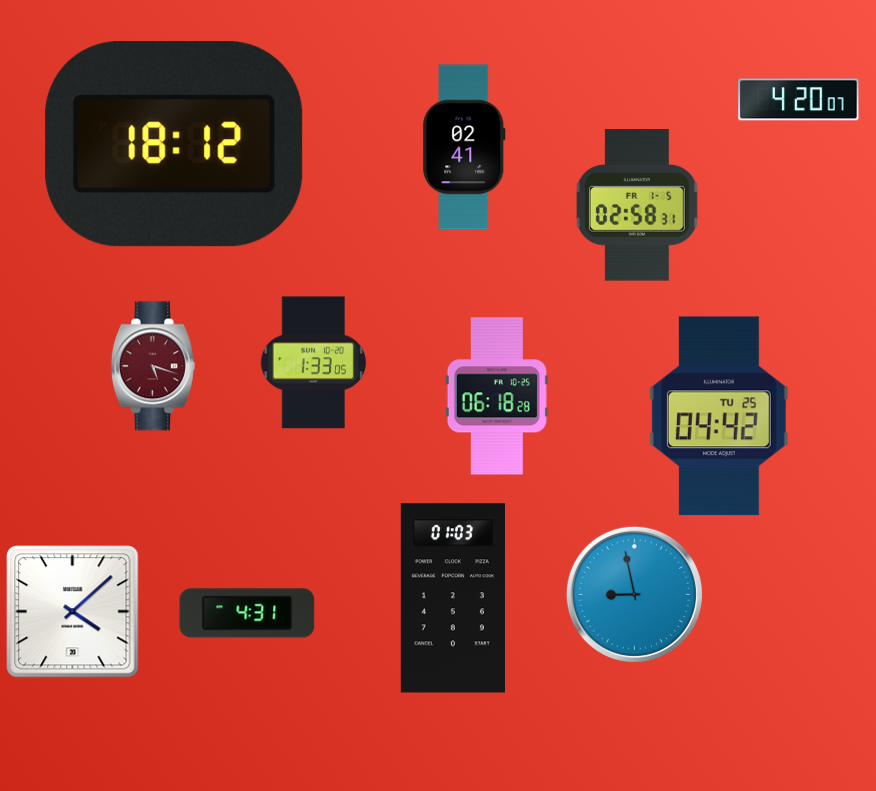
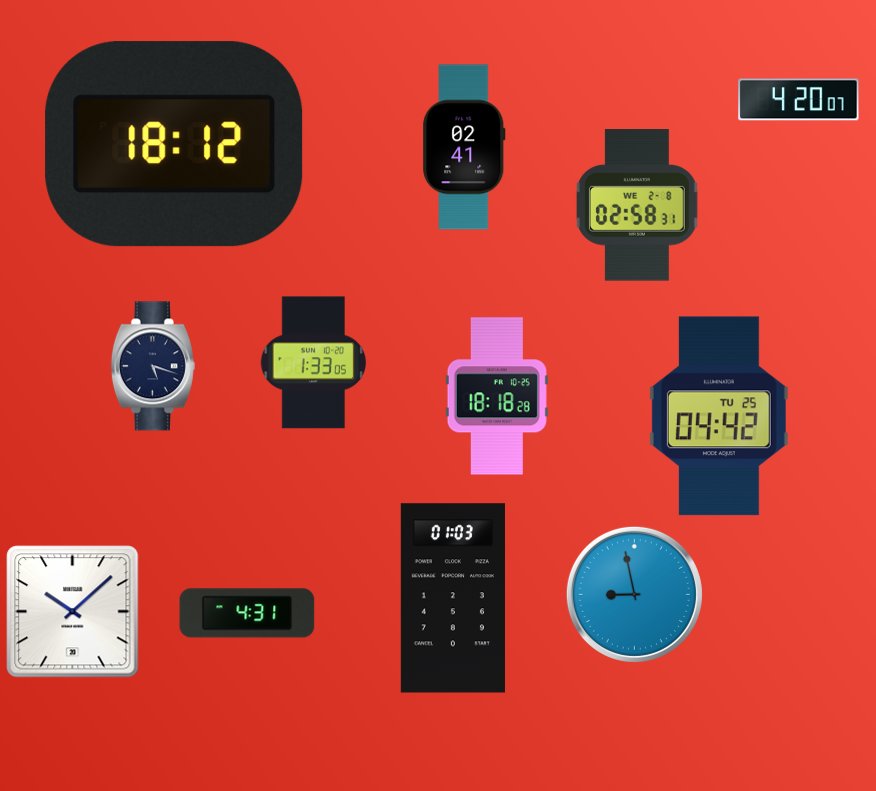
clock at (637, 205) date: FR 1-5 -> WE 2-8
clock at (153, 366) dial: burgundy -> navy
clock at (497, 396): 06:18 -> 18:18
clock at (73, 612): 4:08 -> 10:08
